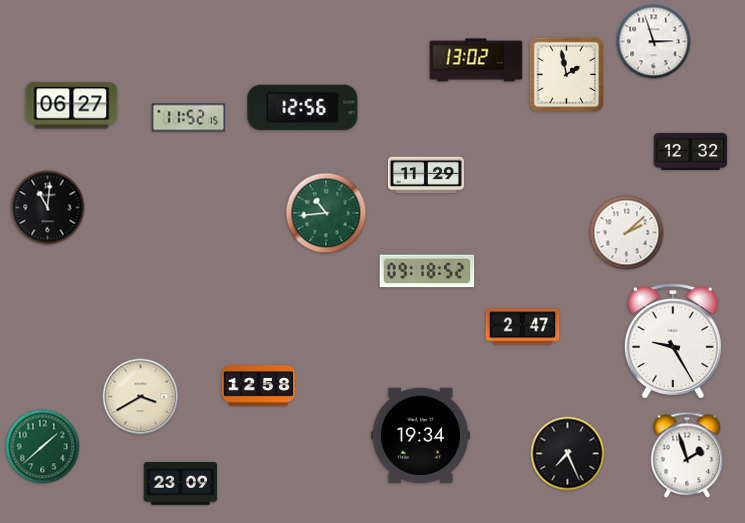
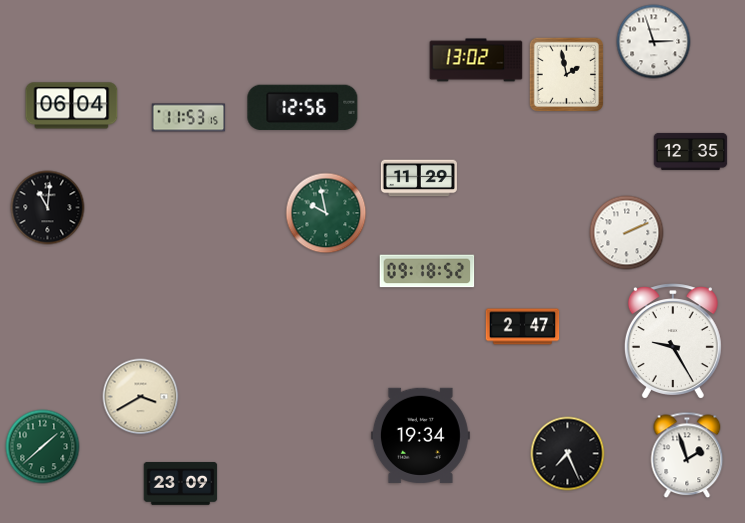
clock at (72, 106): 06:27 -> 06:04
clock at (189, 118): 11:52 -> 11:53
clock at (691, 151): 12:32 -> 12:35
clock at (426, 175) position: (426, 175) -> (419, 178)
clock at (326, 213): 10:44 -> 9:58
clock at (627, 233): 2:08 -> 2:11
clock at (259, 386): 12:58 -> none
